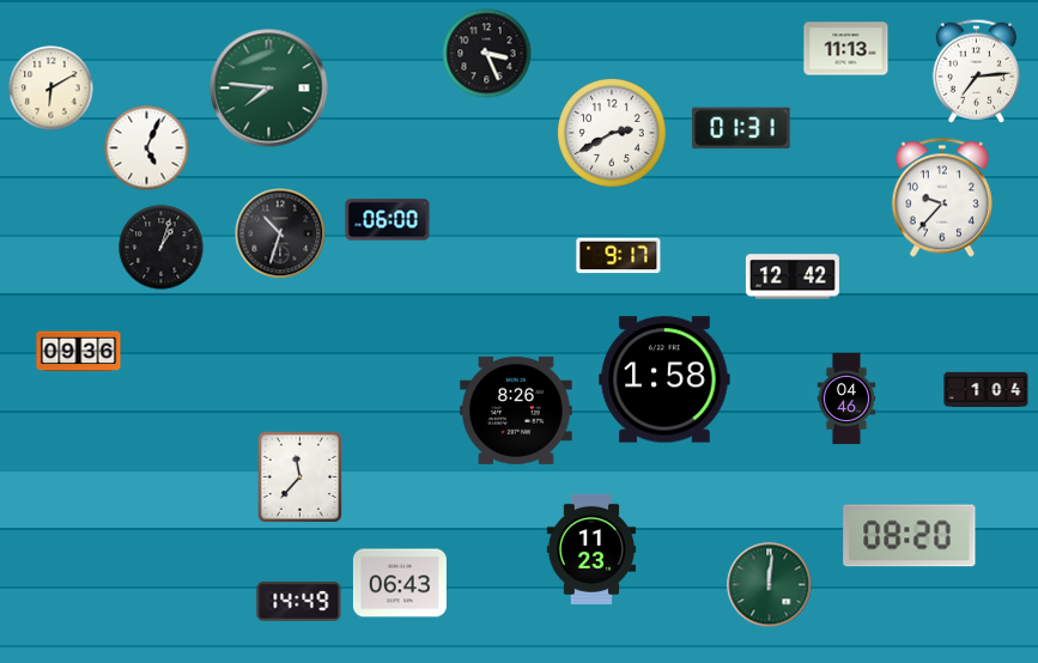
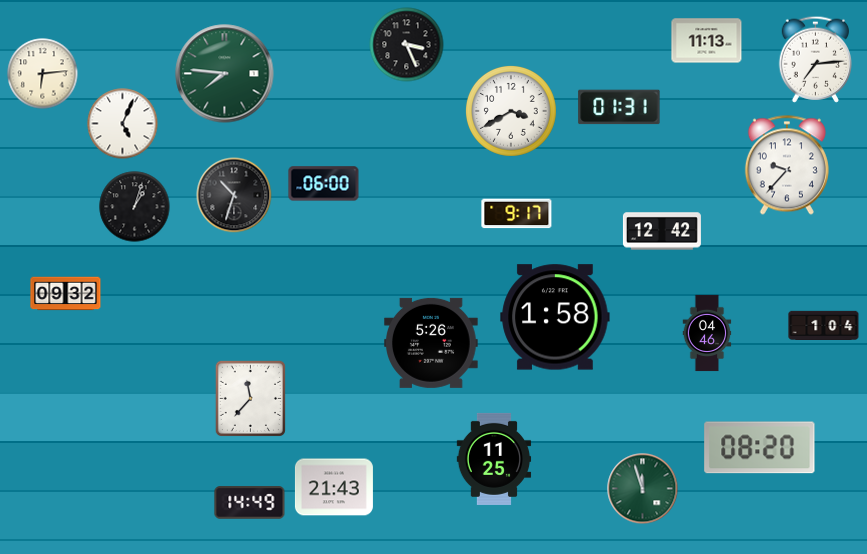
clock at (51, 89): 6:10 -> 6:14
clock at (612, 133): 2:40 -> 3:40
clock at (79, 352): 09:36 -> 09:32
clock at (517, 410): 8:26 -> 5:26
clock at (591, 549): 11:23 -> 11:25
clock at (400, 583): 06:43 -> 21:43
clock at (770, 585): 12:01 -> 11:57
